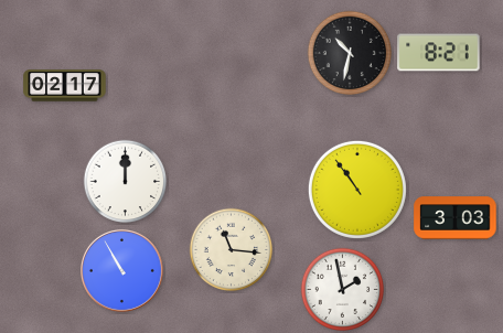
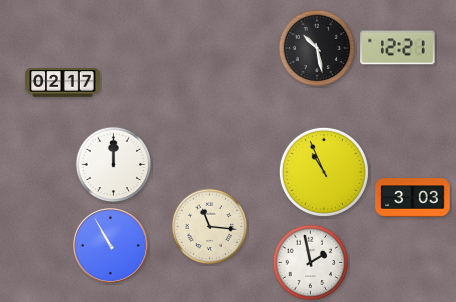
clock at (350, 53): 10:32 -> 10:28
clock at (439, 53): 8:21 -> 12:21
clock at (65, 86) position: (65, 86) -> (63, 83)
clock at (357, 190): 10:54 -> 10:56
